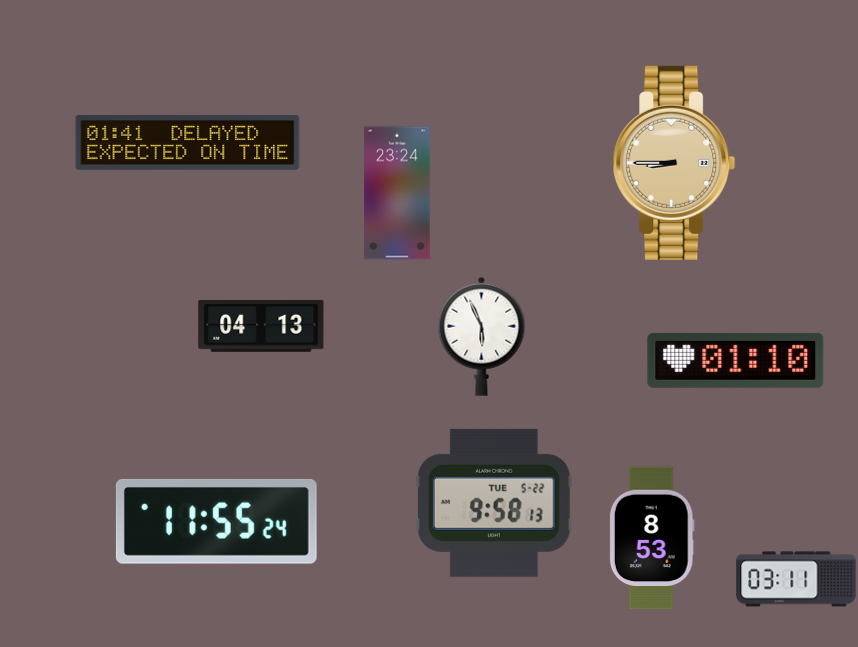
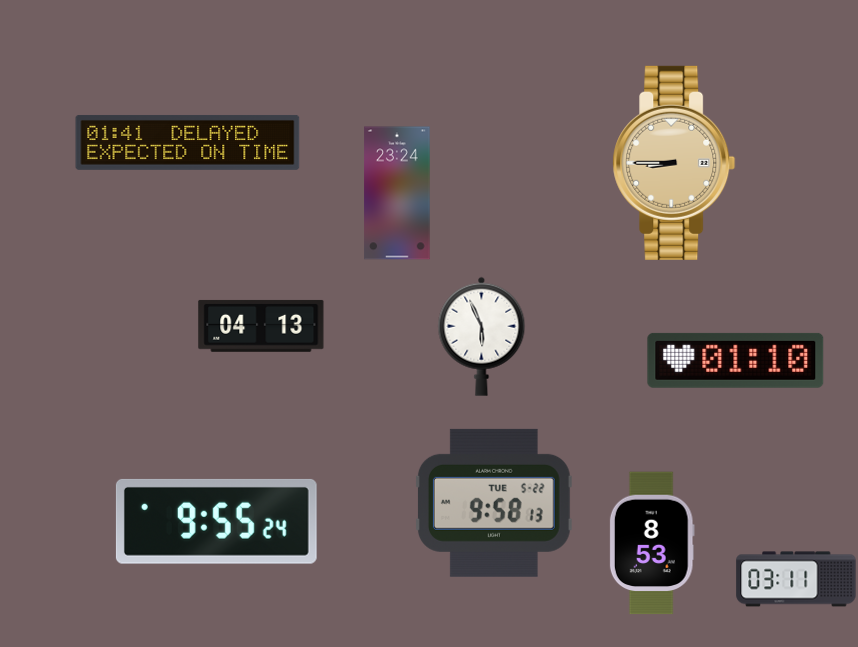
clock at (216, 521): 11:55 -> 9:55
clock at (652, 538) position: (652, 538) -> (652, 543)
